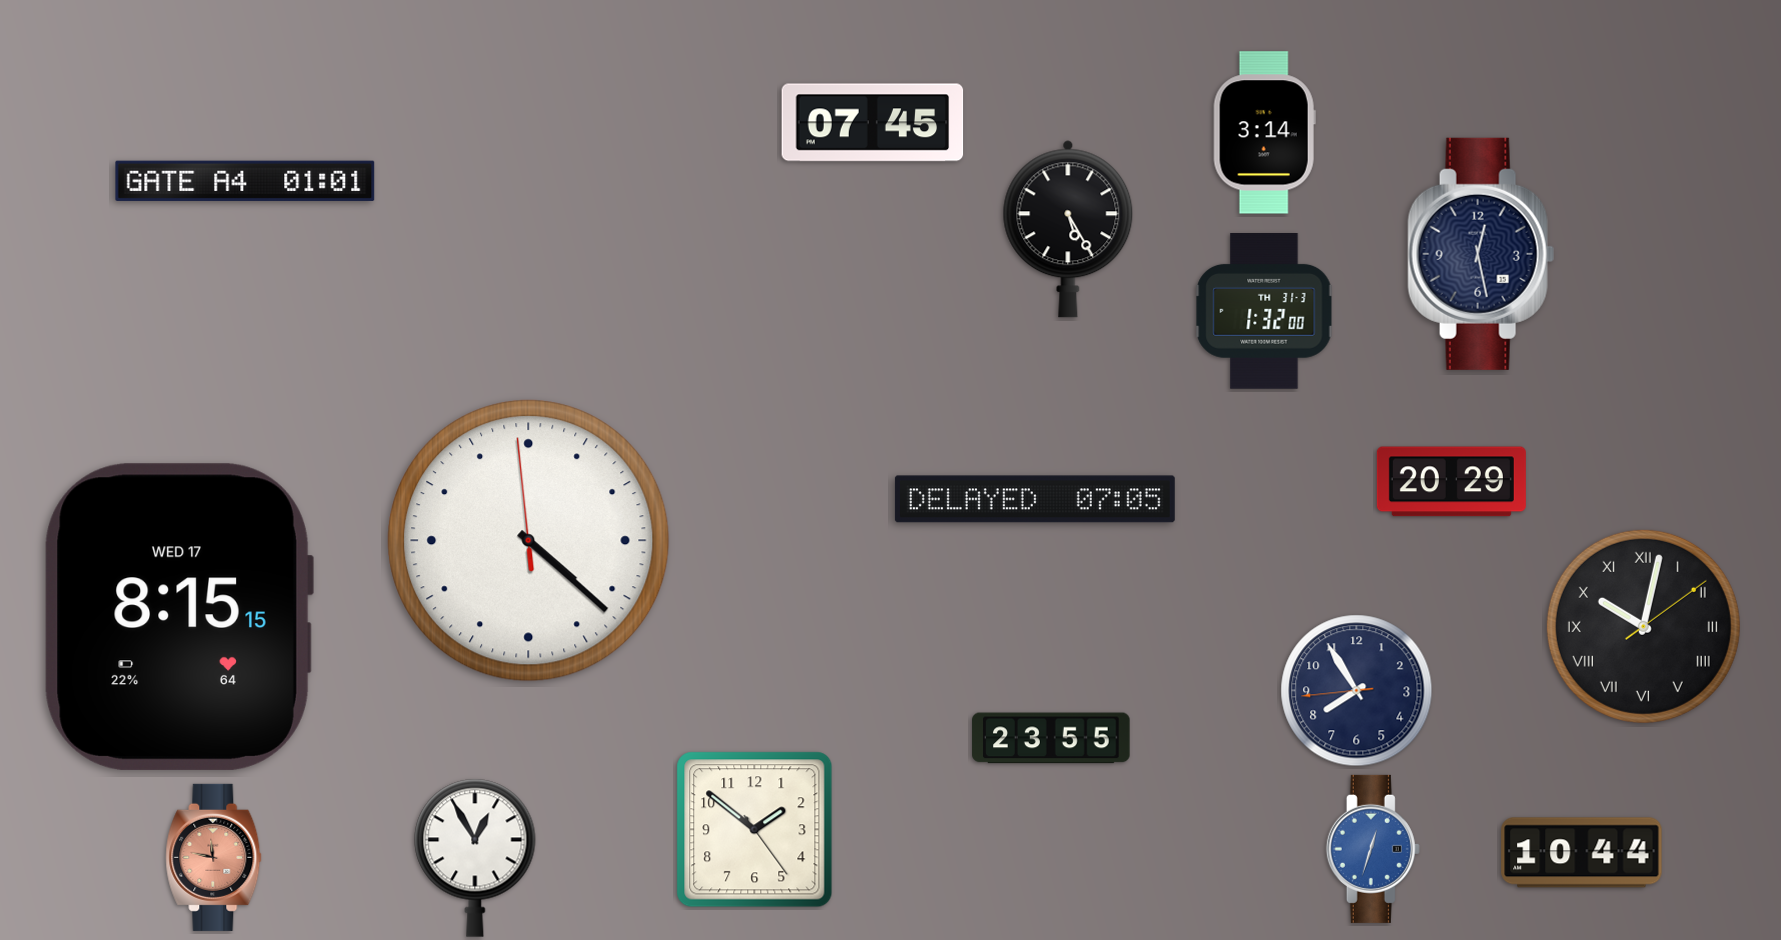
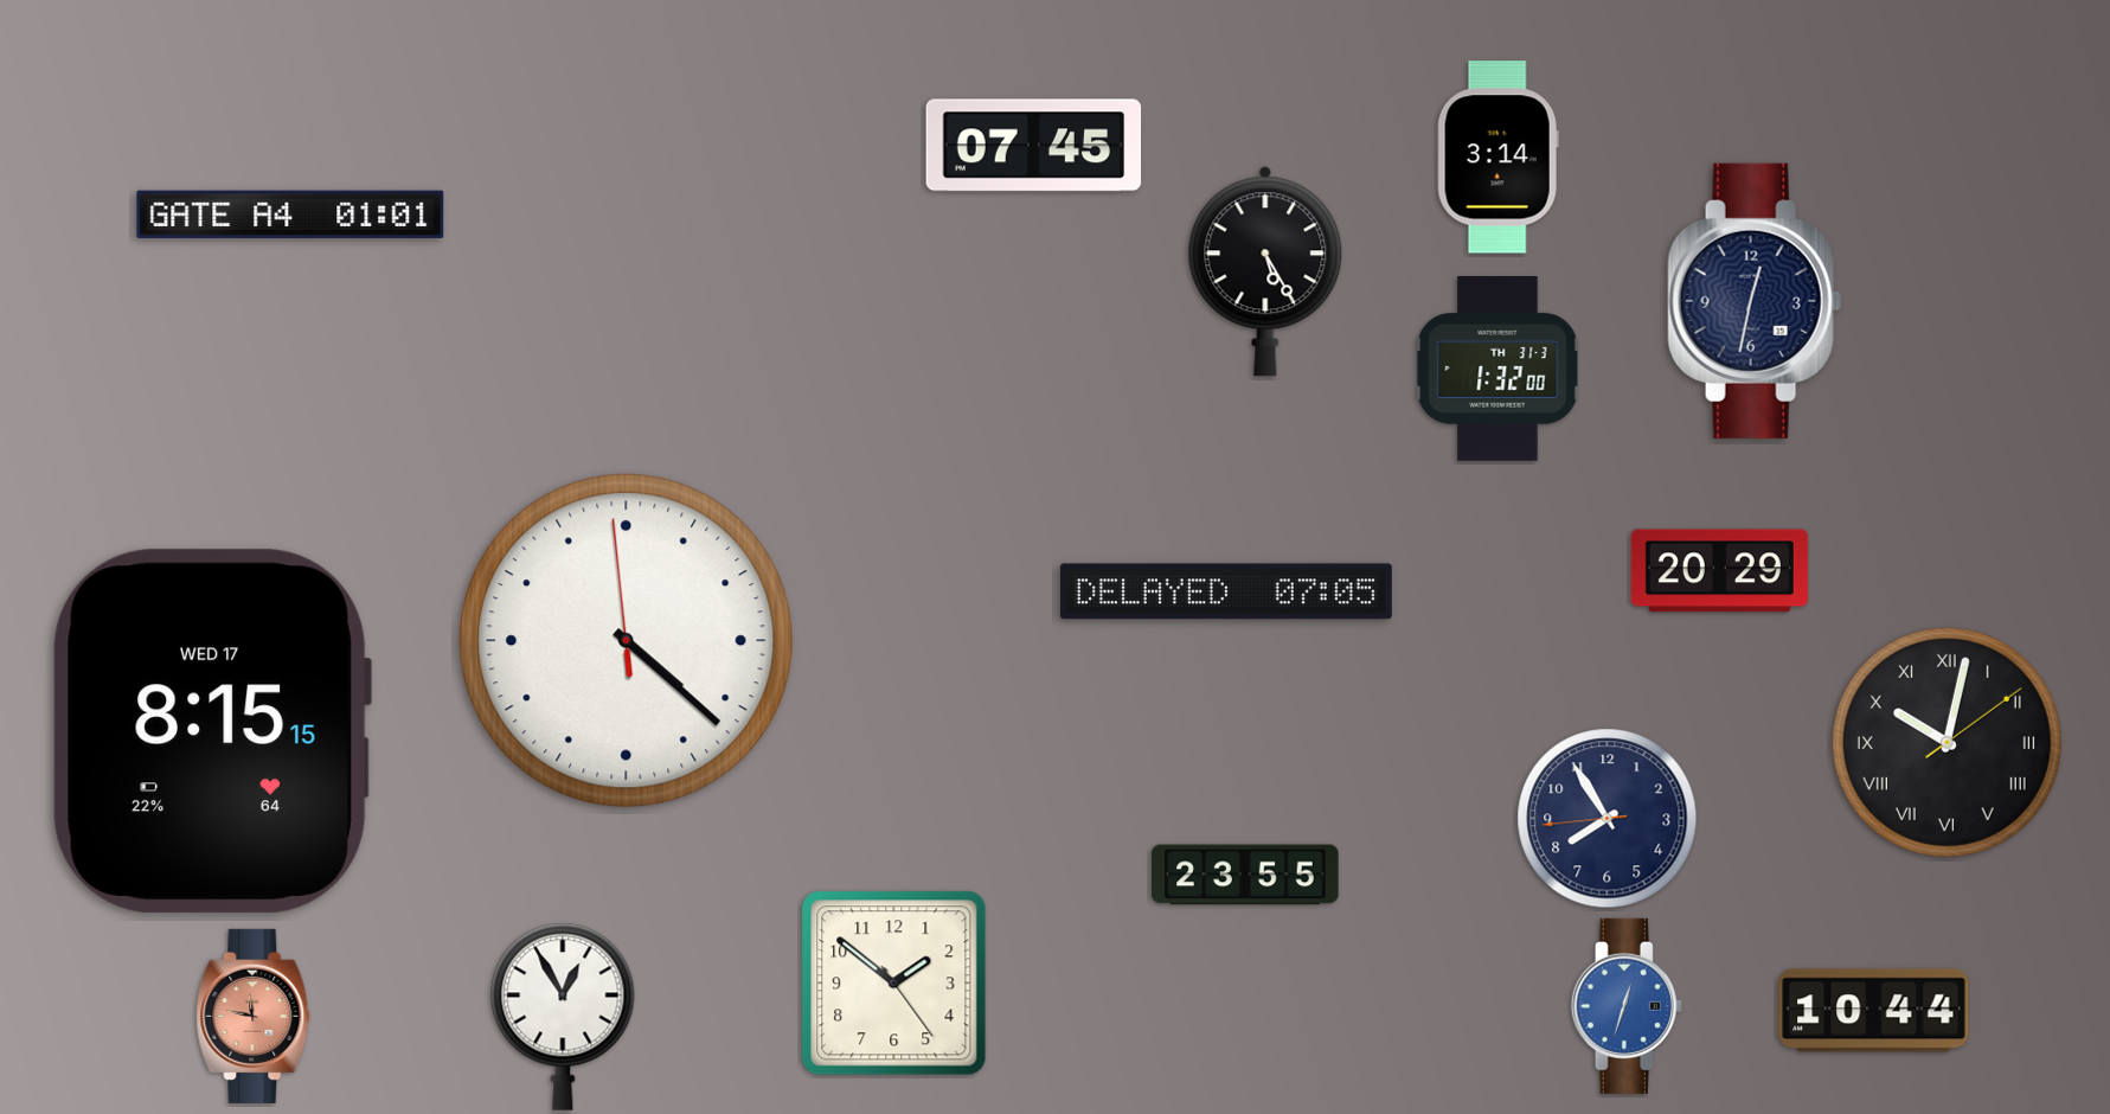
clock at (1481, 254): 12:28 -> 12:32
